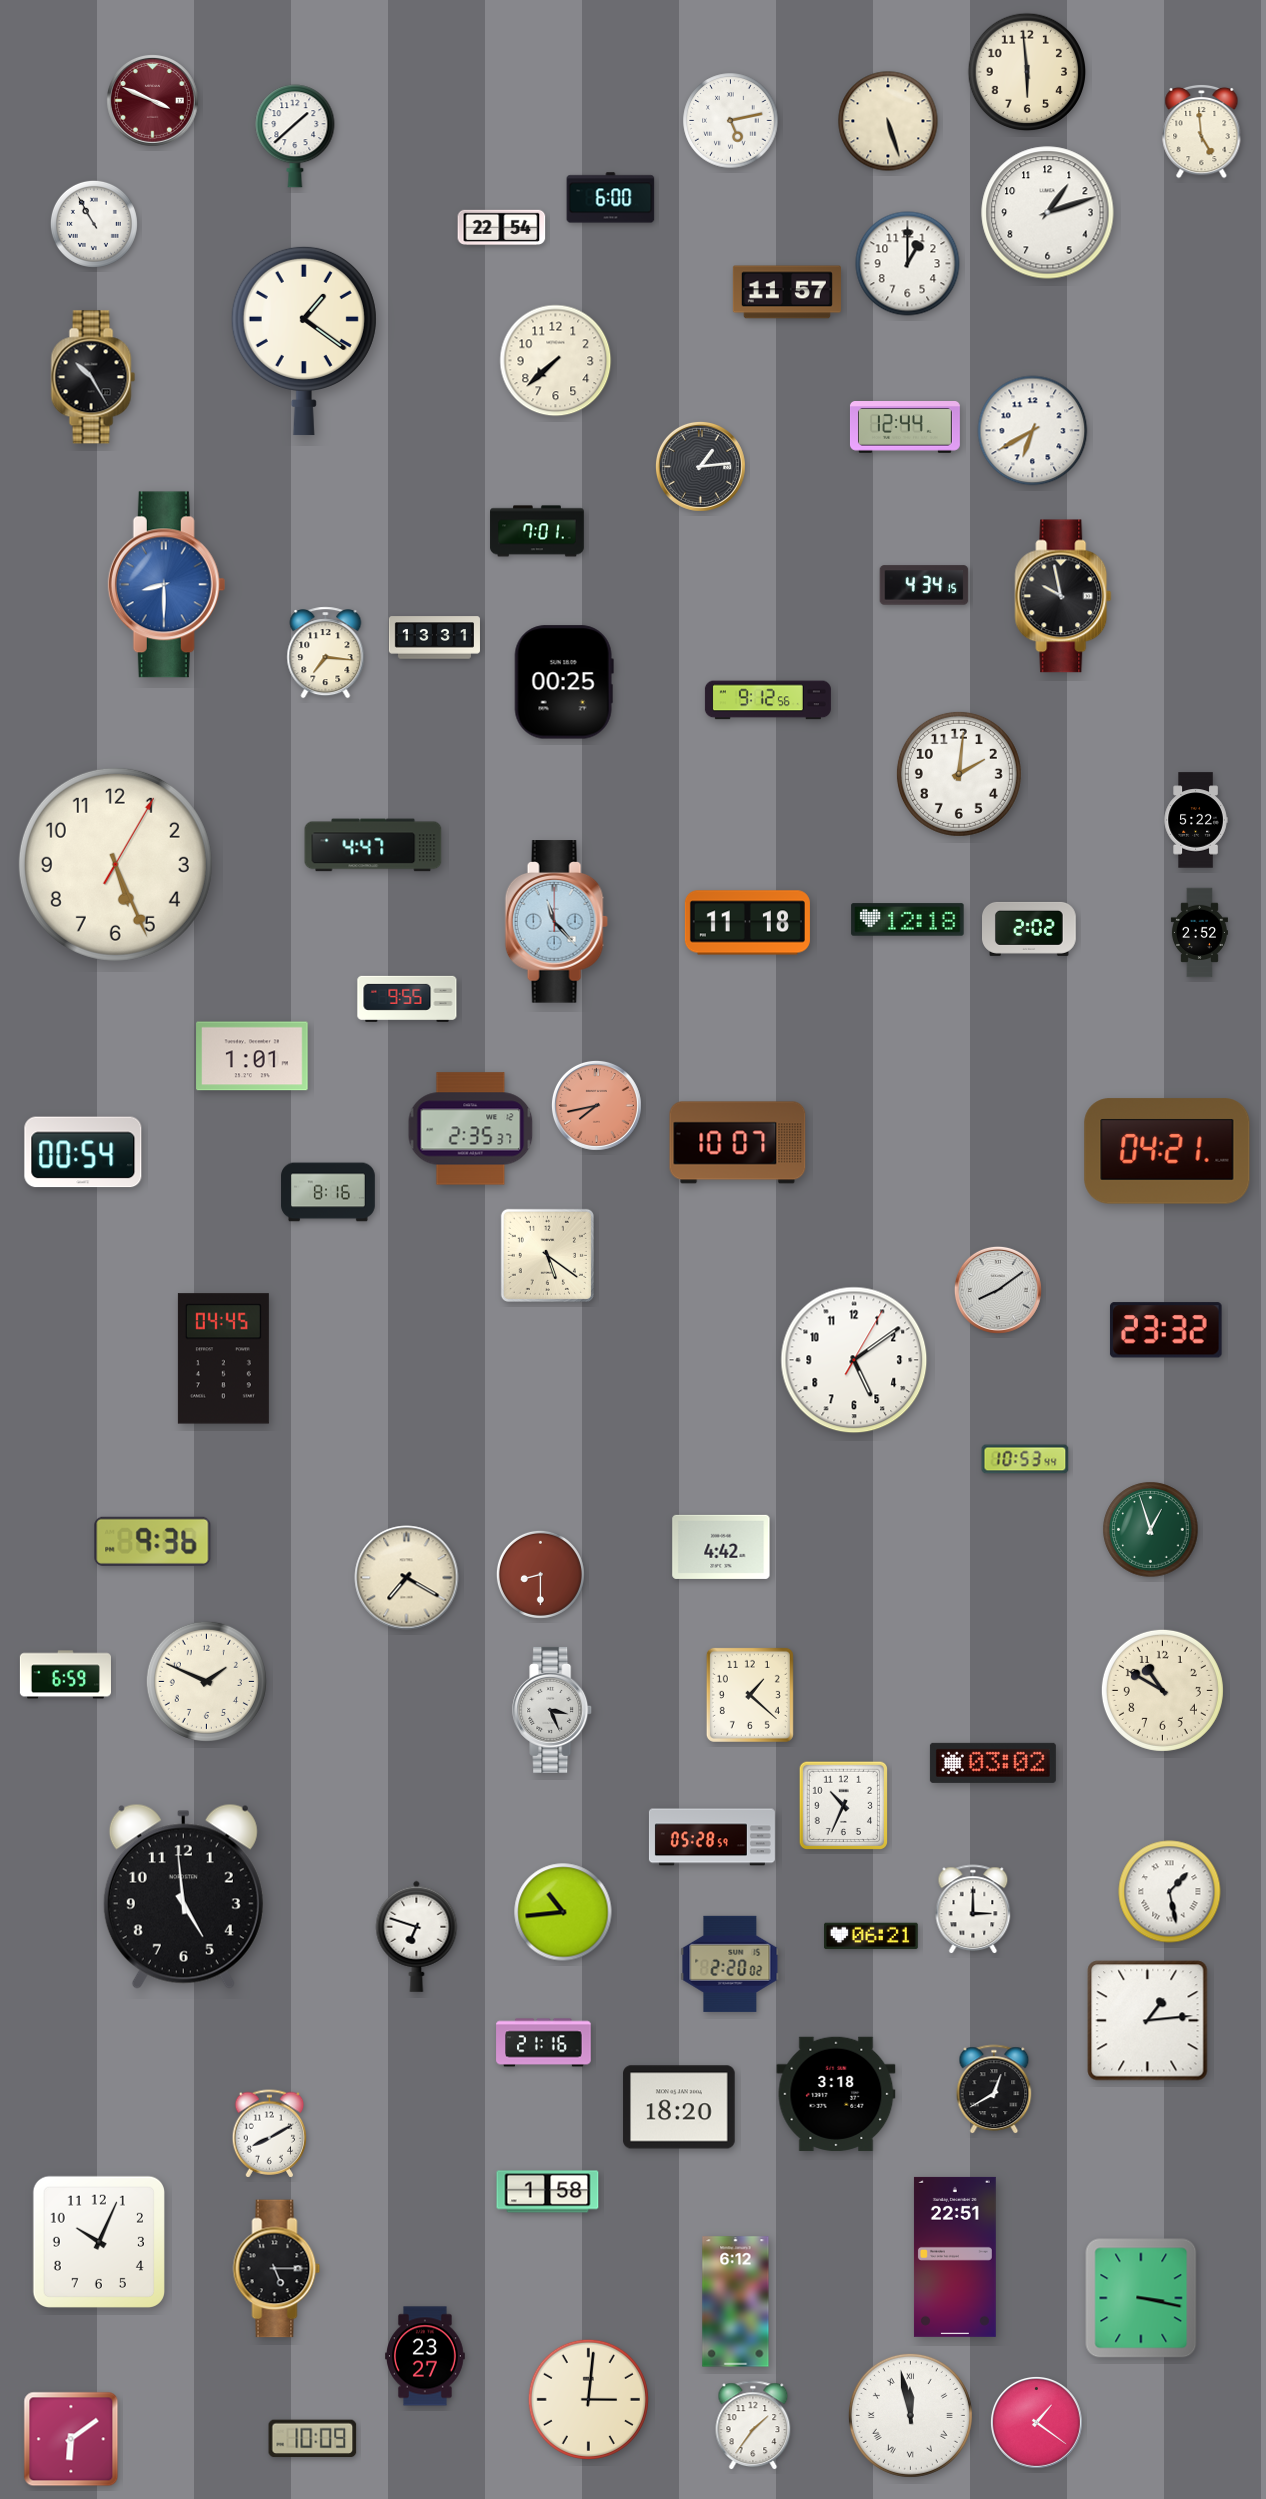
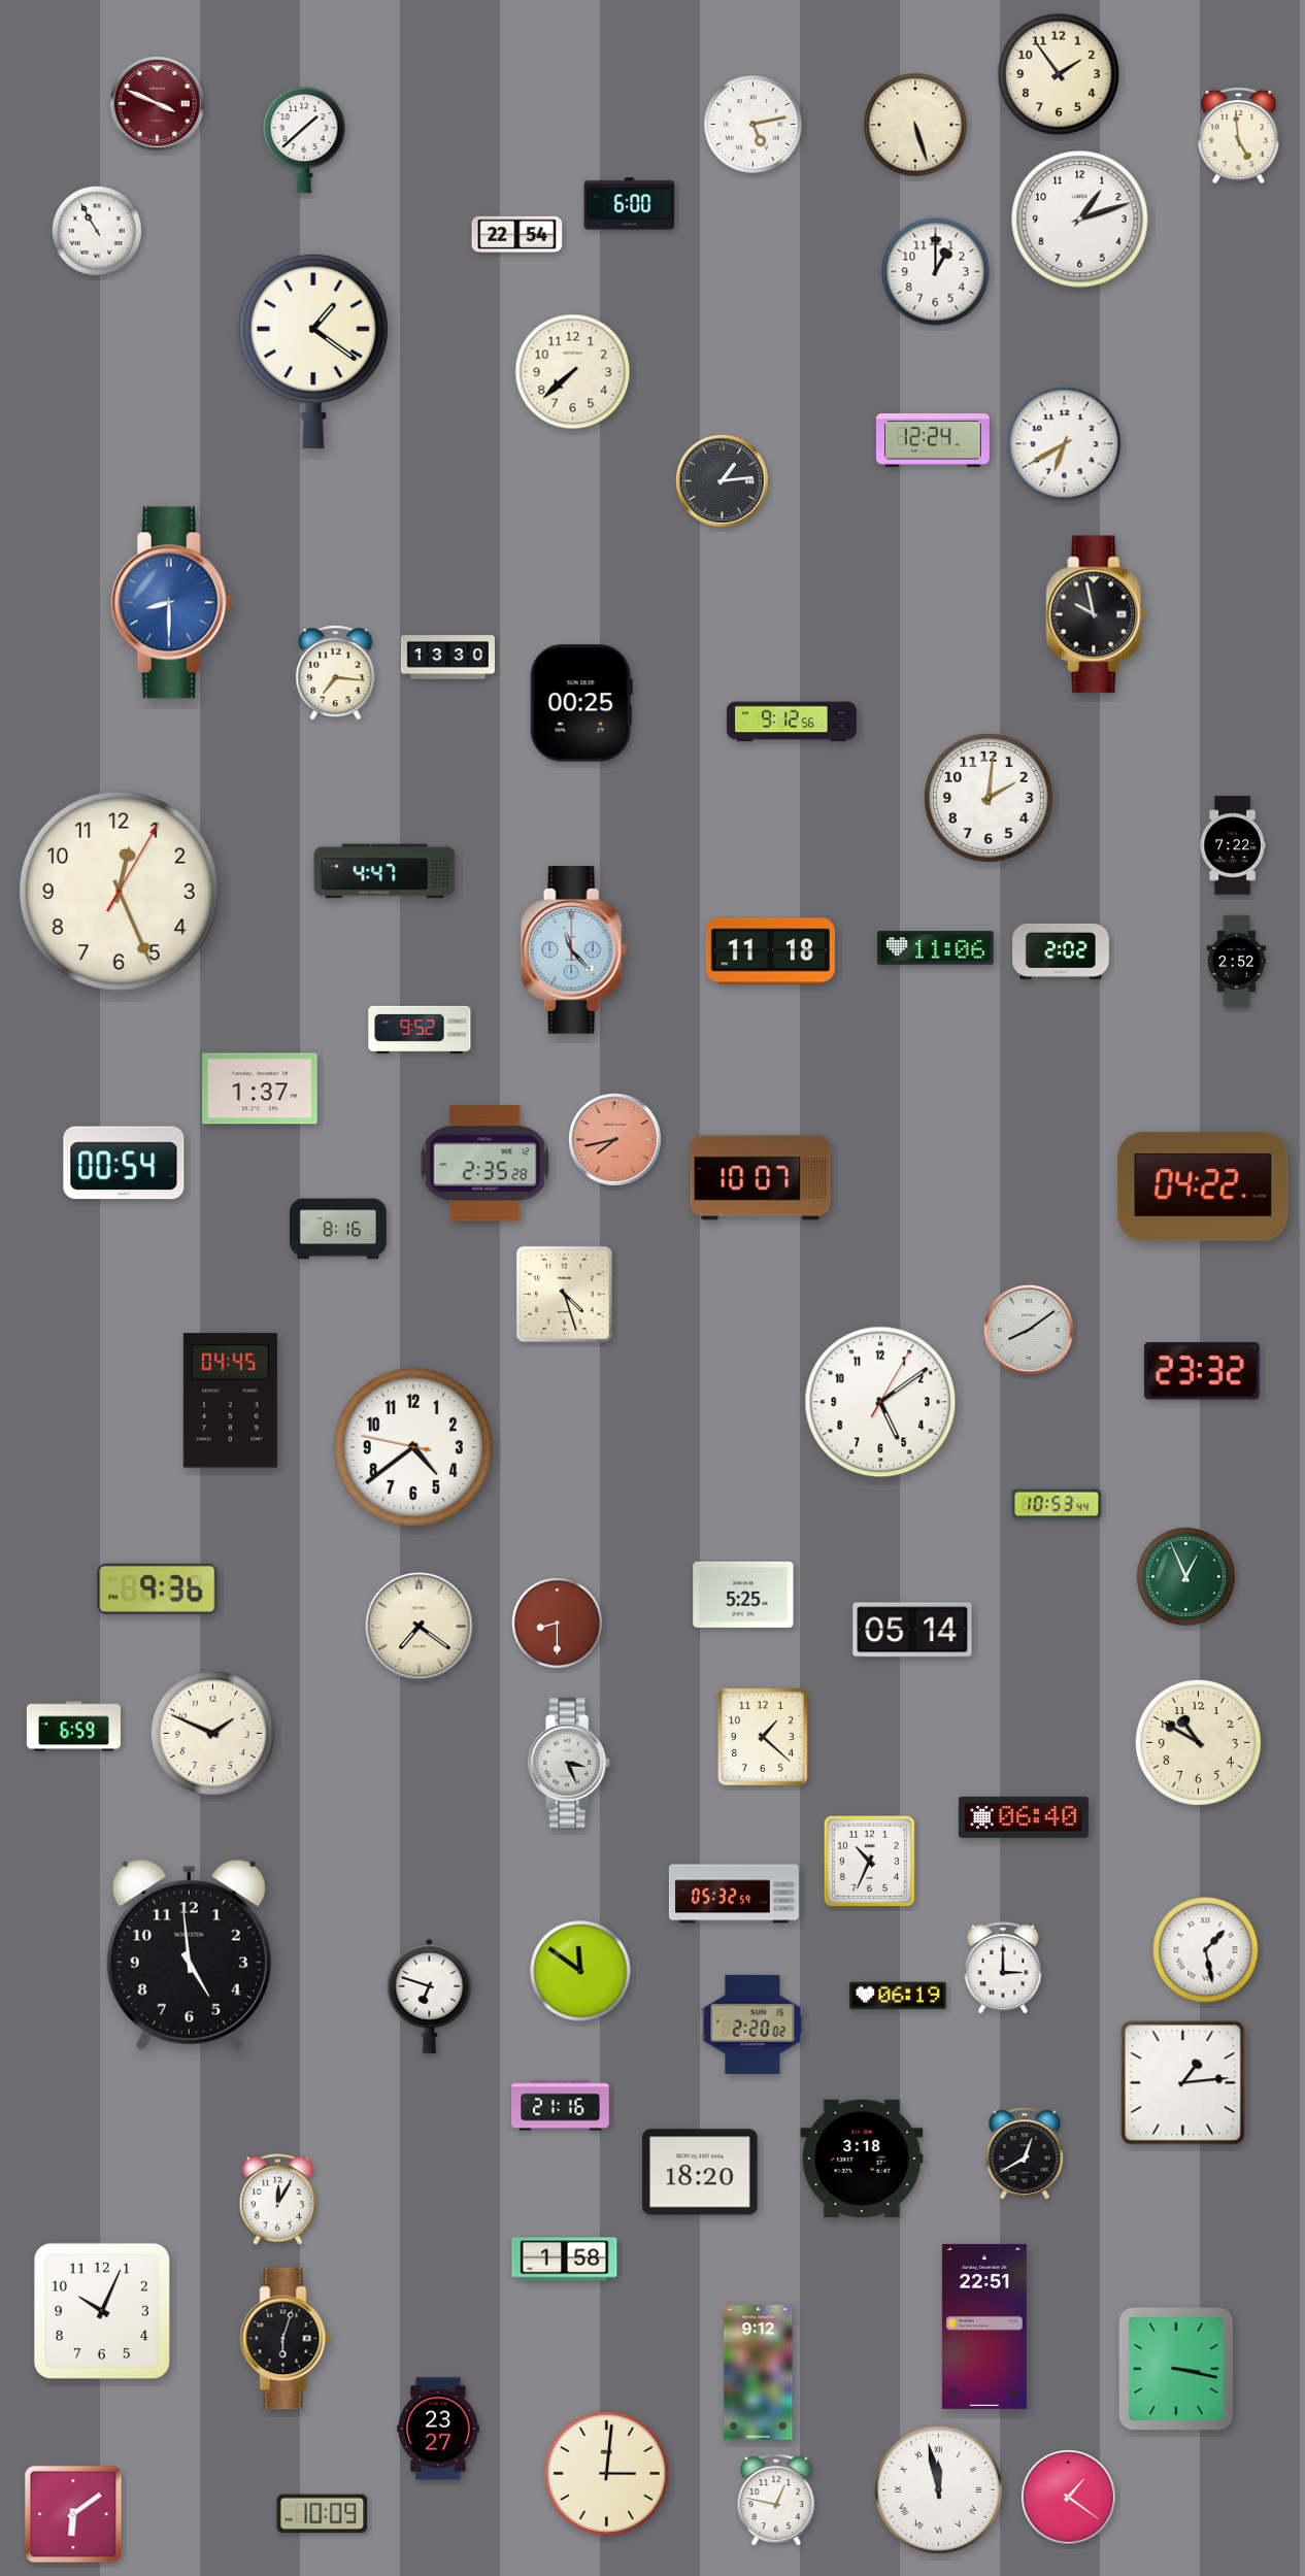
clock at (1027, 72): 5:59 -> 1:54
clock at (787, 292): 11:57 -> none
clock at (93, 377): 10:25 -> none
clock at (905, 428): 12:44 -> 12:24
clock at (537, 531): 7:01 -> none
clock at (924, 585): 4:34 -> none
clock at (434, 638): 13:31 -> 13:30
clock at (1196, 820): 5:22 -> 7:22
clock at (115, 864): 5:26 -> 12:26
clock at (908, 920): 12:18 -> 11:06
clock at (1030, 929) position: (1030, 929) -> (1062, 951)
clock at (407, 999): 9:55 -> 9:52
clock at (252, 1056): 1:01 -> 1:37
clock at (471, 1129): 2:35:37 -> 2:35:28
clock at (1167, 1151): 04:21 -> 04:22
clock at (83, 1152) position: (83, 1152) -> (124, 1163)
clock at (547, 1255): 5:21 -> 4:27
clock at (413, 1447): none -> 4:38
clock at (1151, 1530): 12:57 -> 12:56
clock at (721, 1547): 4:42 -> 5:25
clock at (407, 1578): 7:20 -> 7:21
clock at (912, 1630): none -> 05:14
clock at (65, 1675) position: (65, 1675) -> (73, 1727)
clock at (750, 1695) position: (750, 1695) -> (763, 1737)
clock at (993, 1763): 03:02 -> 06:40
clock at (712, 1837): 05:28 -> 05:32
clock at (563, 1912): 10:44 -> 11:51
clock at (872, 1936): 06:21 -> 06:19
clock at (270, 2134): 8:10 -> 12:05
clock at (277, 2269): 5:15 -> 6:03
clock at (736, 2302): 6:12 -> 9:12
clock at (753, 2426): 1:36 -> 12:47
